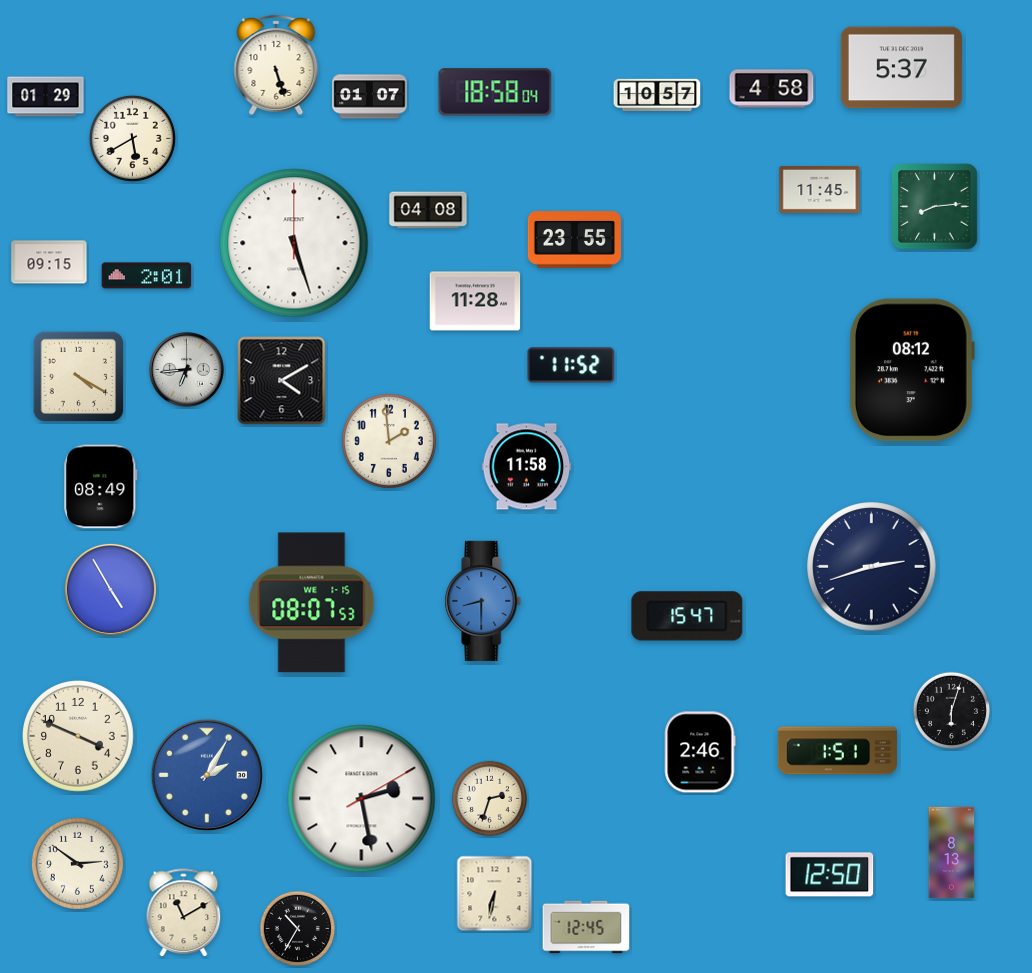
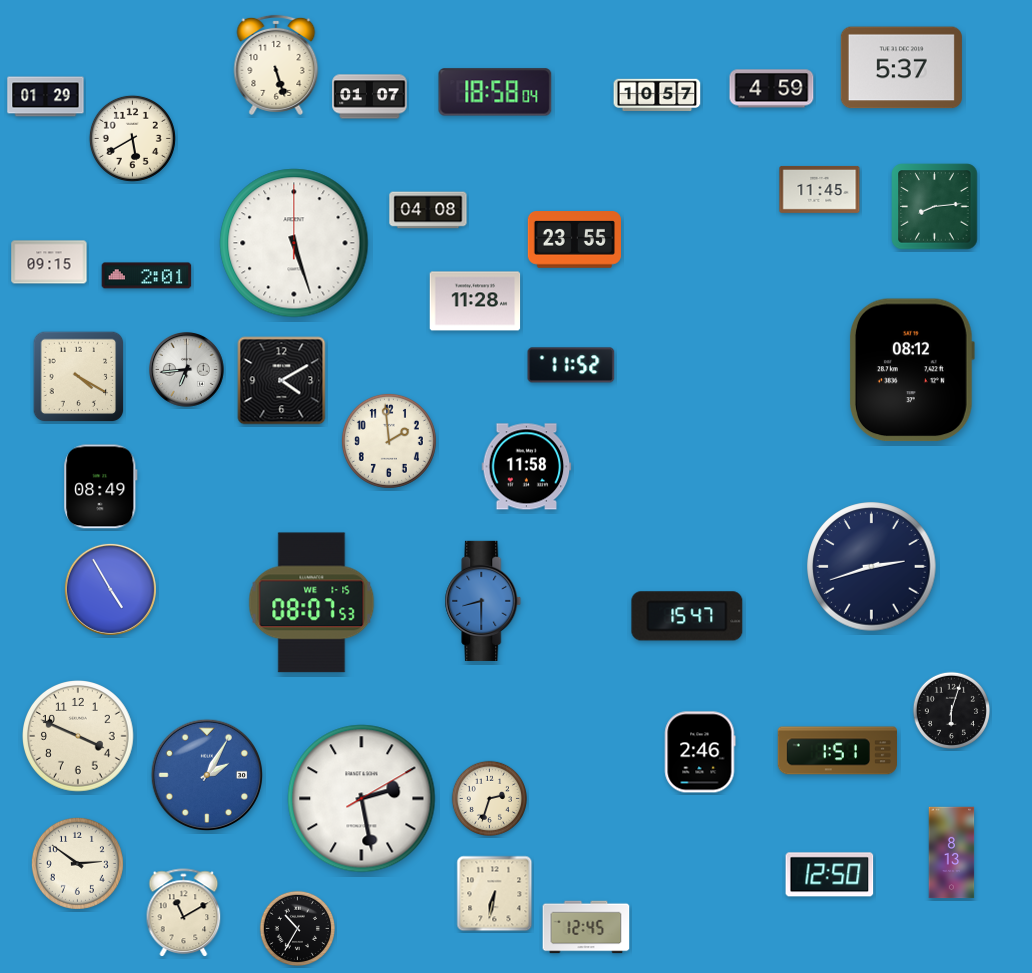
clock at (772, 89): 4:58 -> 4:59
